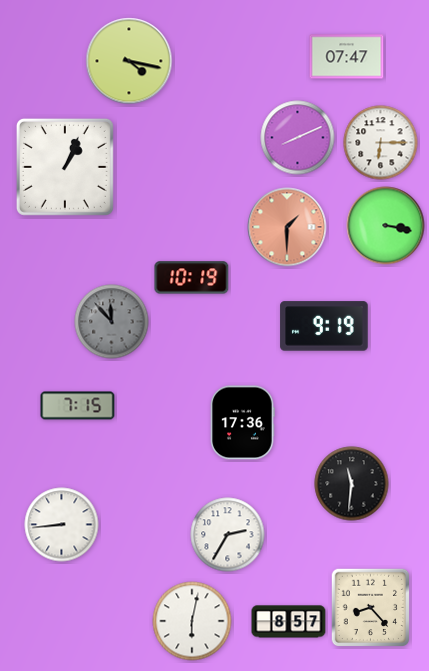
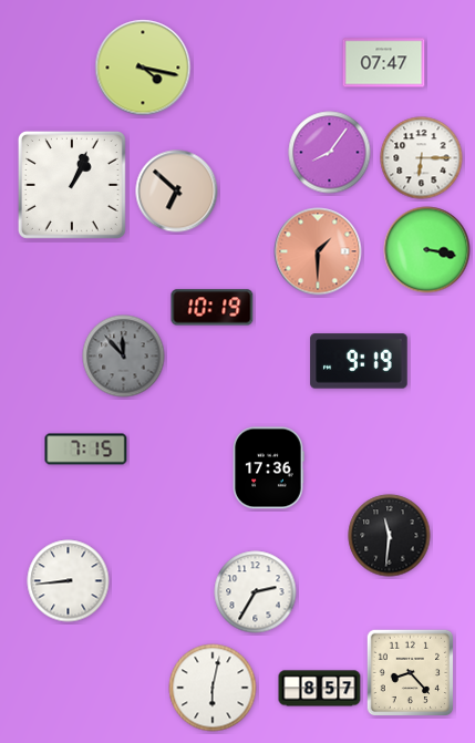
clock at (298, 138): 8:11 -> 8:06
clock at (177, 192): none -> 6:52
clock at (228, 535) position: (228, 535) -> (256, 592)
